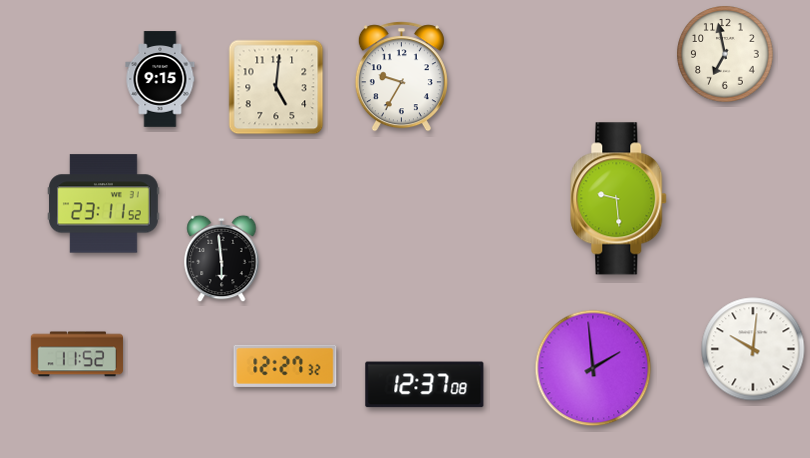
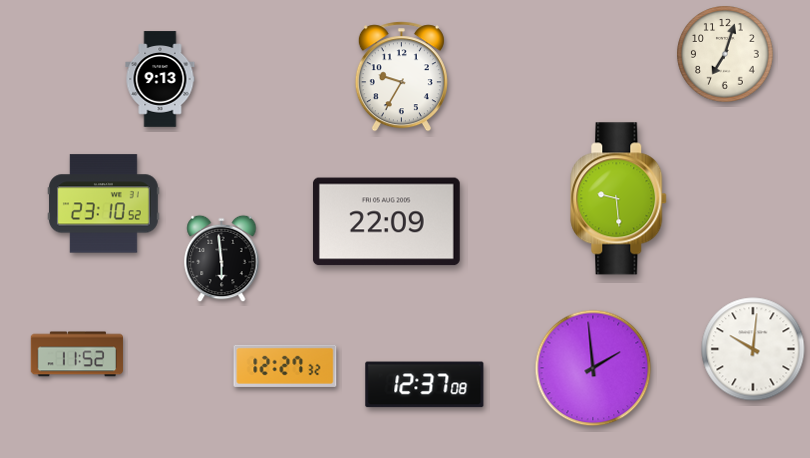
clock at (725, 54): 6:58 -> 7:03
clock at (160, 79): 9:15 -> 9:13
clock at (276, 87): 5:01 -> none
clock at (104, 204): 23:11 -> 23:10
clock at (386, 222): none -> 22:09
